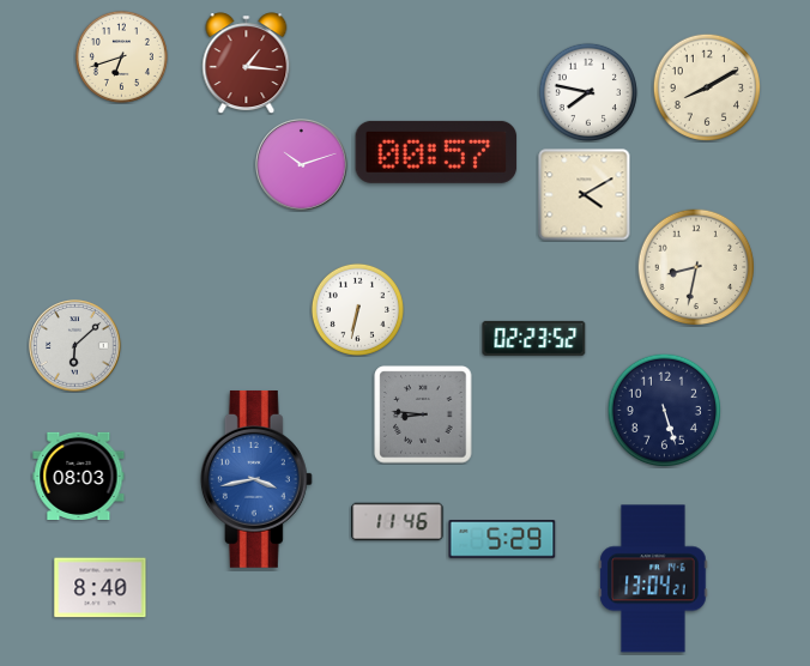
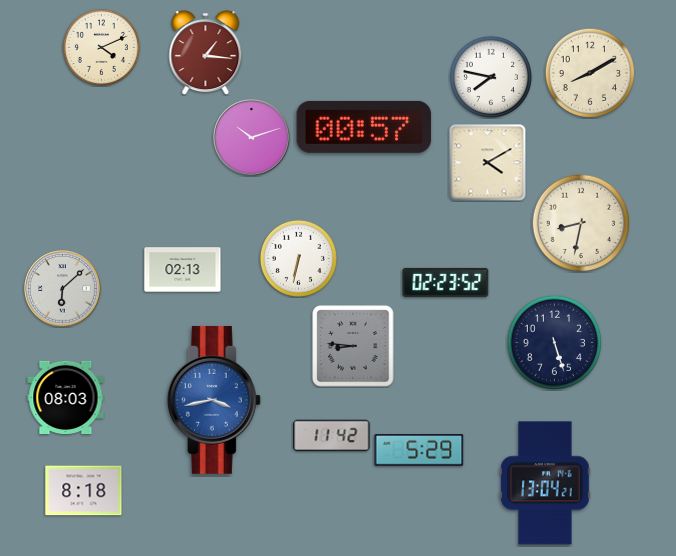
clock at (121, 56): 6:42 -> 4:11
clock at (183, 270): none -> 02:13
clock at (398, 522): 11:46 -> 11:42
clock at (101, 588): 8:40 -> 8:18
